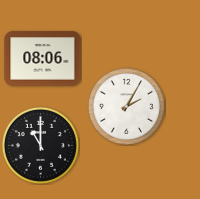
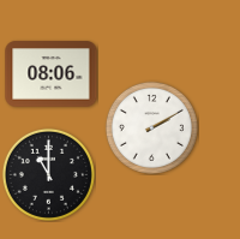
clock at (43, 59) position: (43, 59) -> (52, 74)
clock at (126, 106): 2:05 -> 2:10
